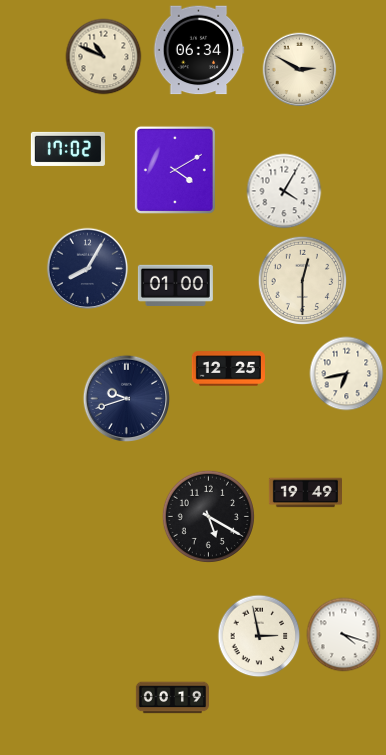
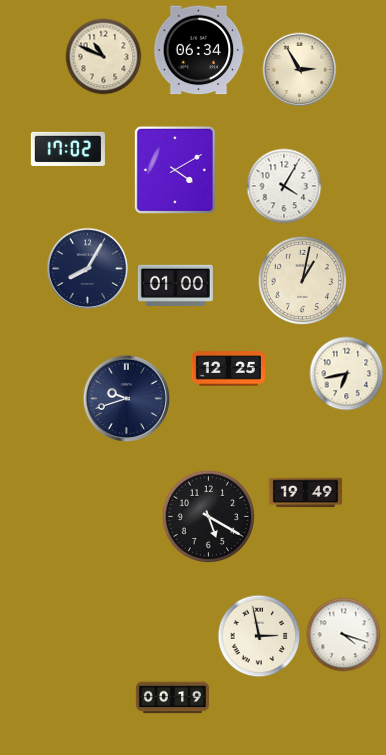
clock at (300, 70): 2:50 -> 2:55
clock at (284, 191) position: (284, 191) -> (284, 186)
clock at (303, 281): 12:30 -> 1:02
